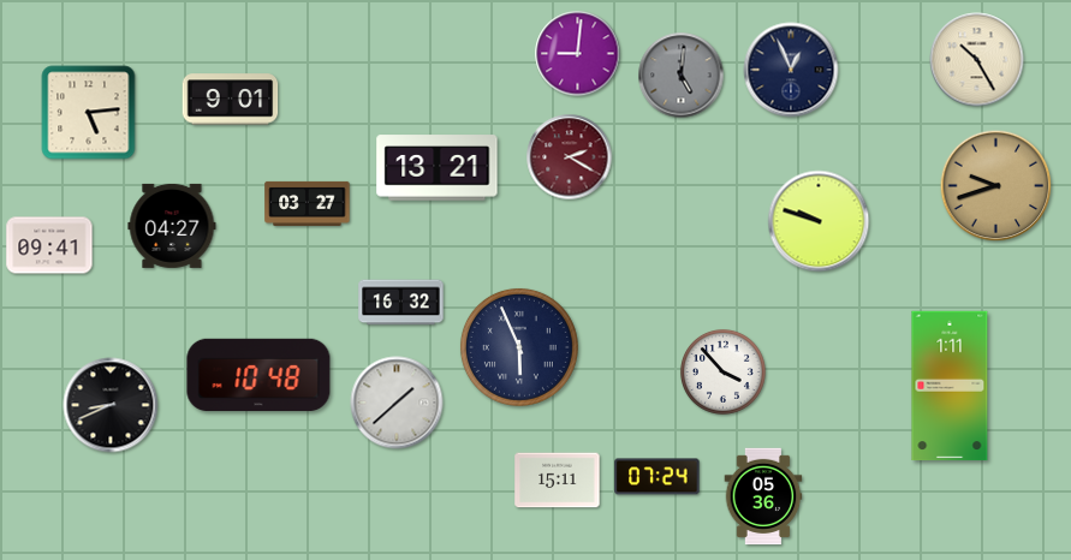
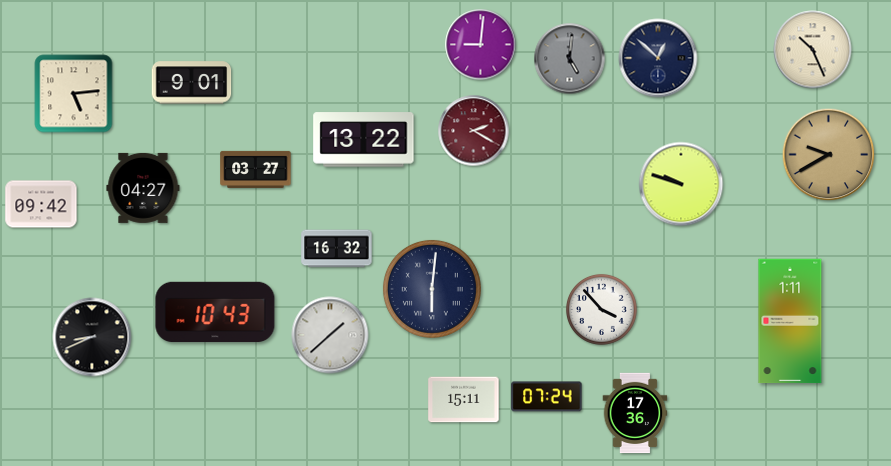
clock at (977, 60): 10:25 -> 10:26
clock at (791, 70): 12:56 -> 12:52
clock at (682, 76) position: (682, 76) -> (570, 59)
clock at (438, 168): 13:21 -> 13:22
clock at (996, 186): 9:42 -> 9:40
clock at (49, 245): 09:41 -> 09:42
clock at (401, 303) position: (401, 303) -> (337, 249)
clock at (519, 347): 5:56 -> 6:01
clock at (258, 375): 10:48 -> 10:43
clock at (763, 496): 05:36 -> 17:36
